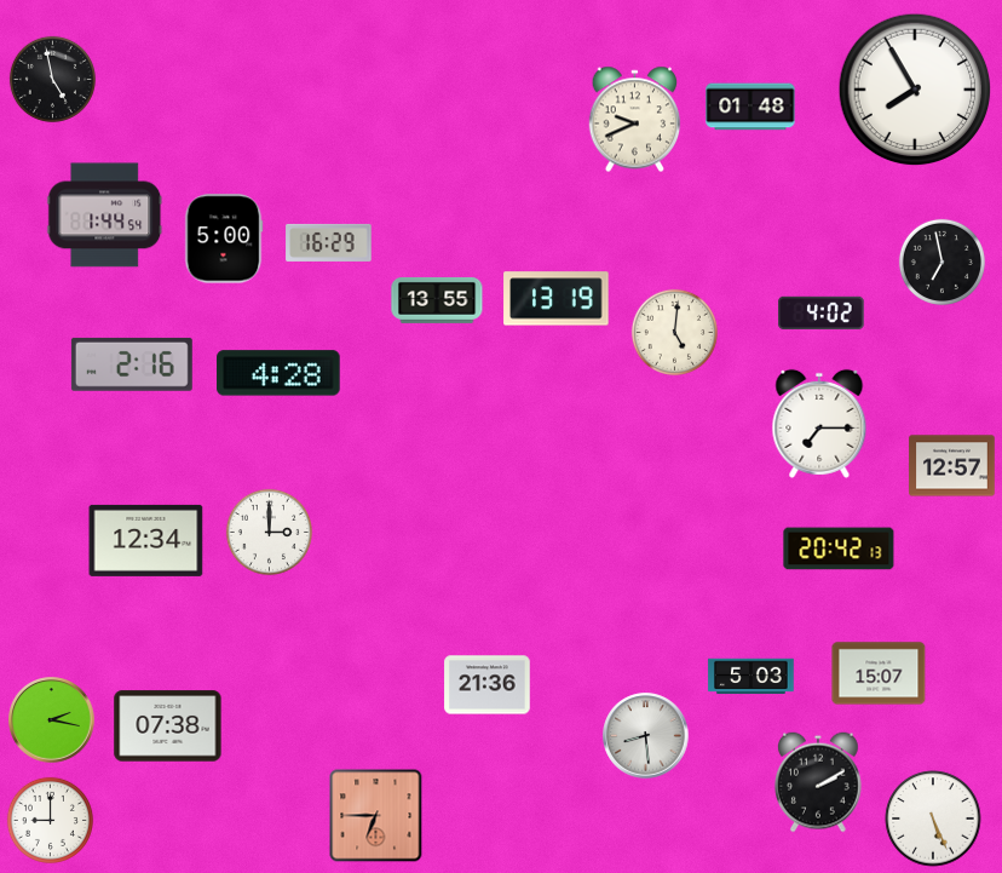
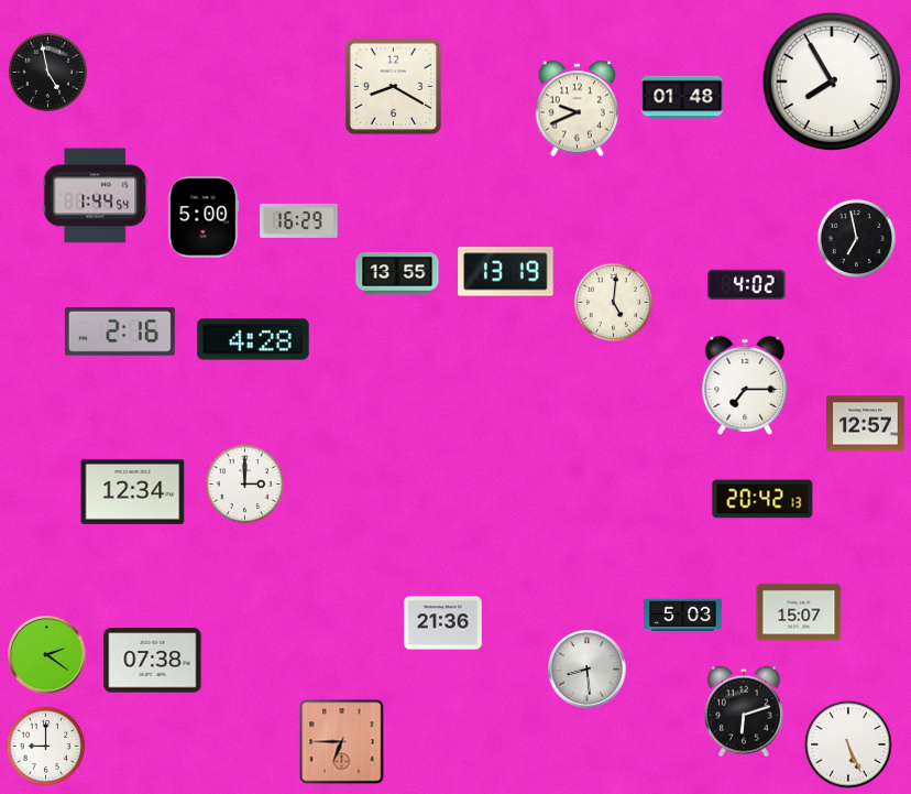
clock at (394, 87): none -> 8:20
clock at (52, 720): 2:17 -> 2:21
clock at (818, 782): 2:10 -> 6:12
